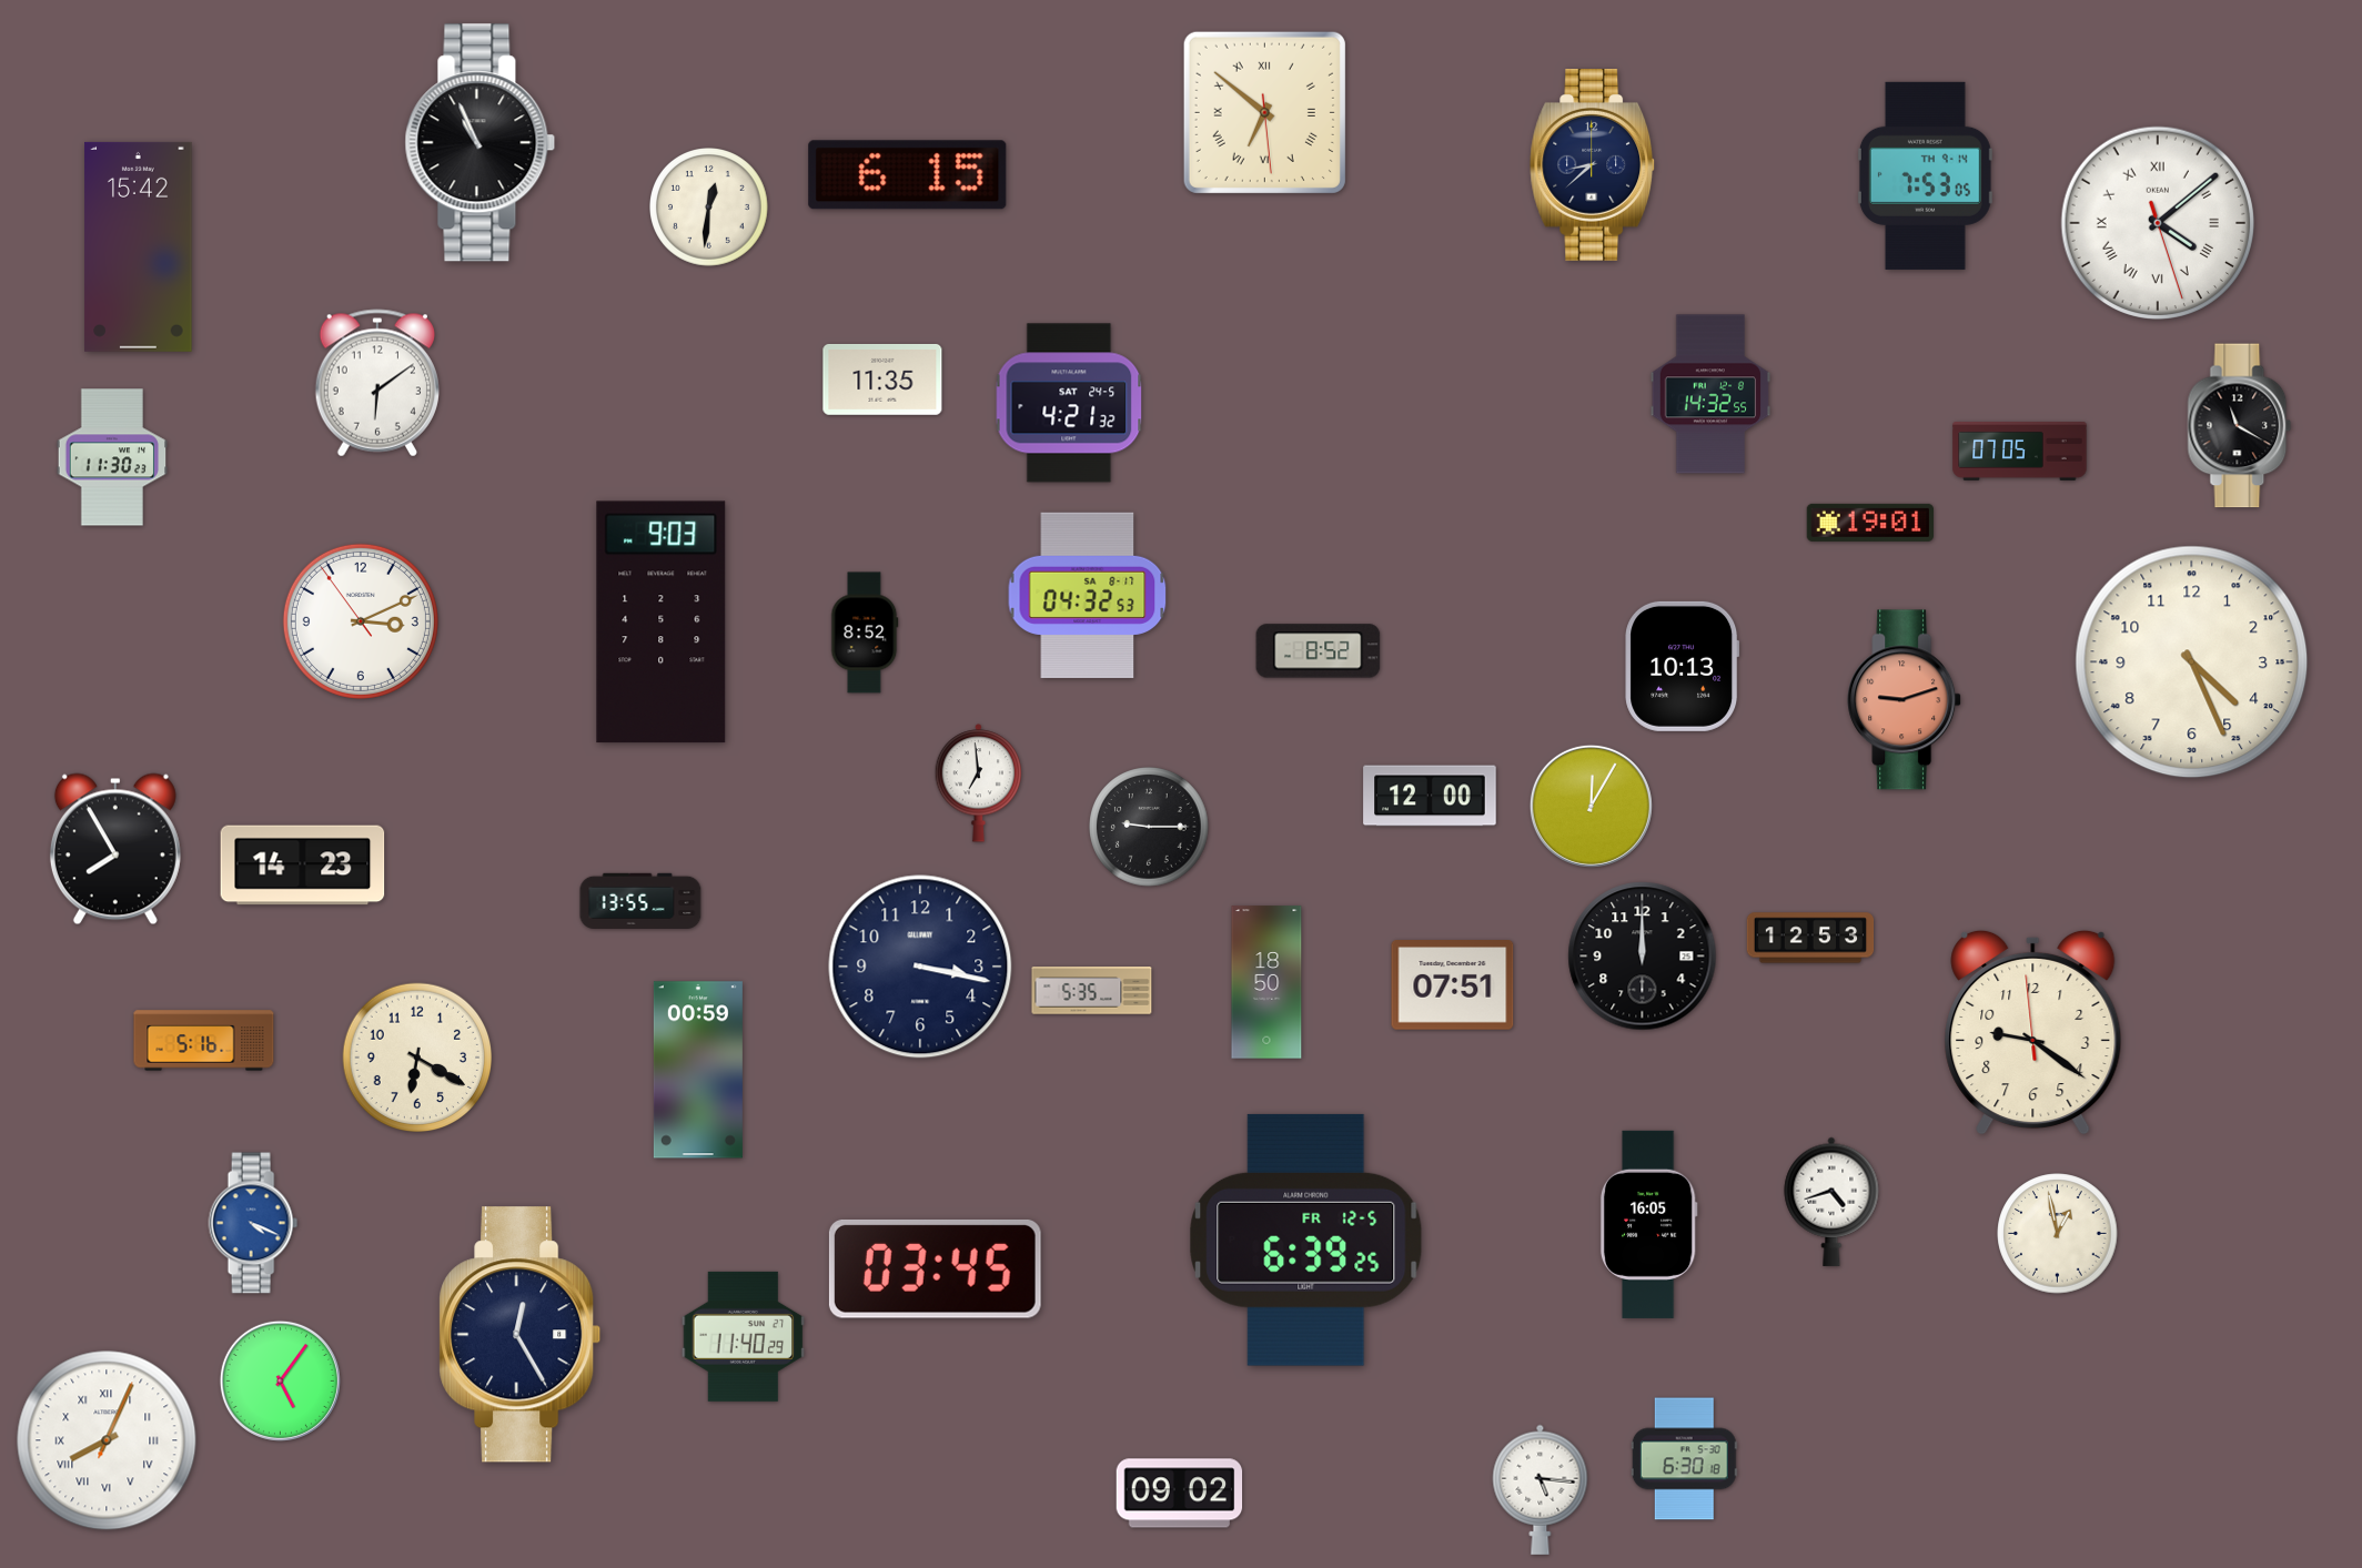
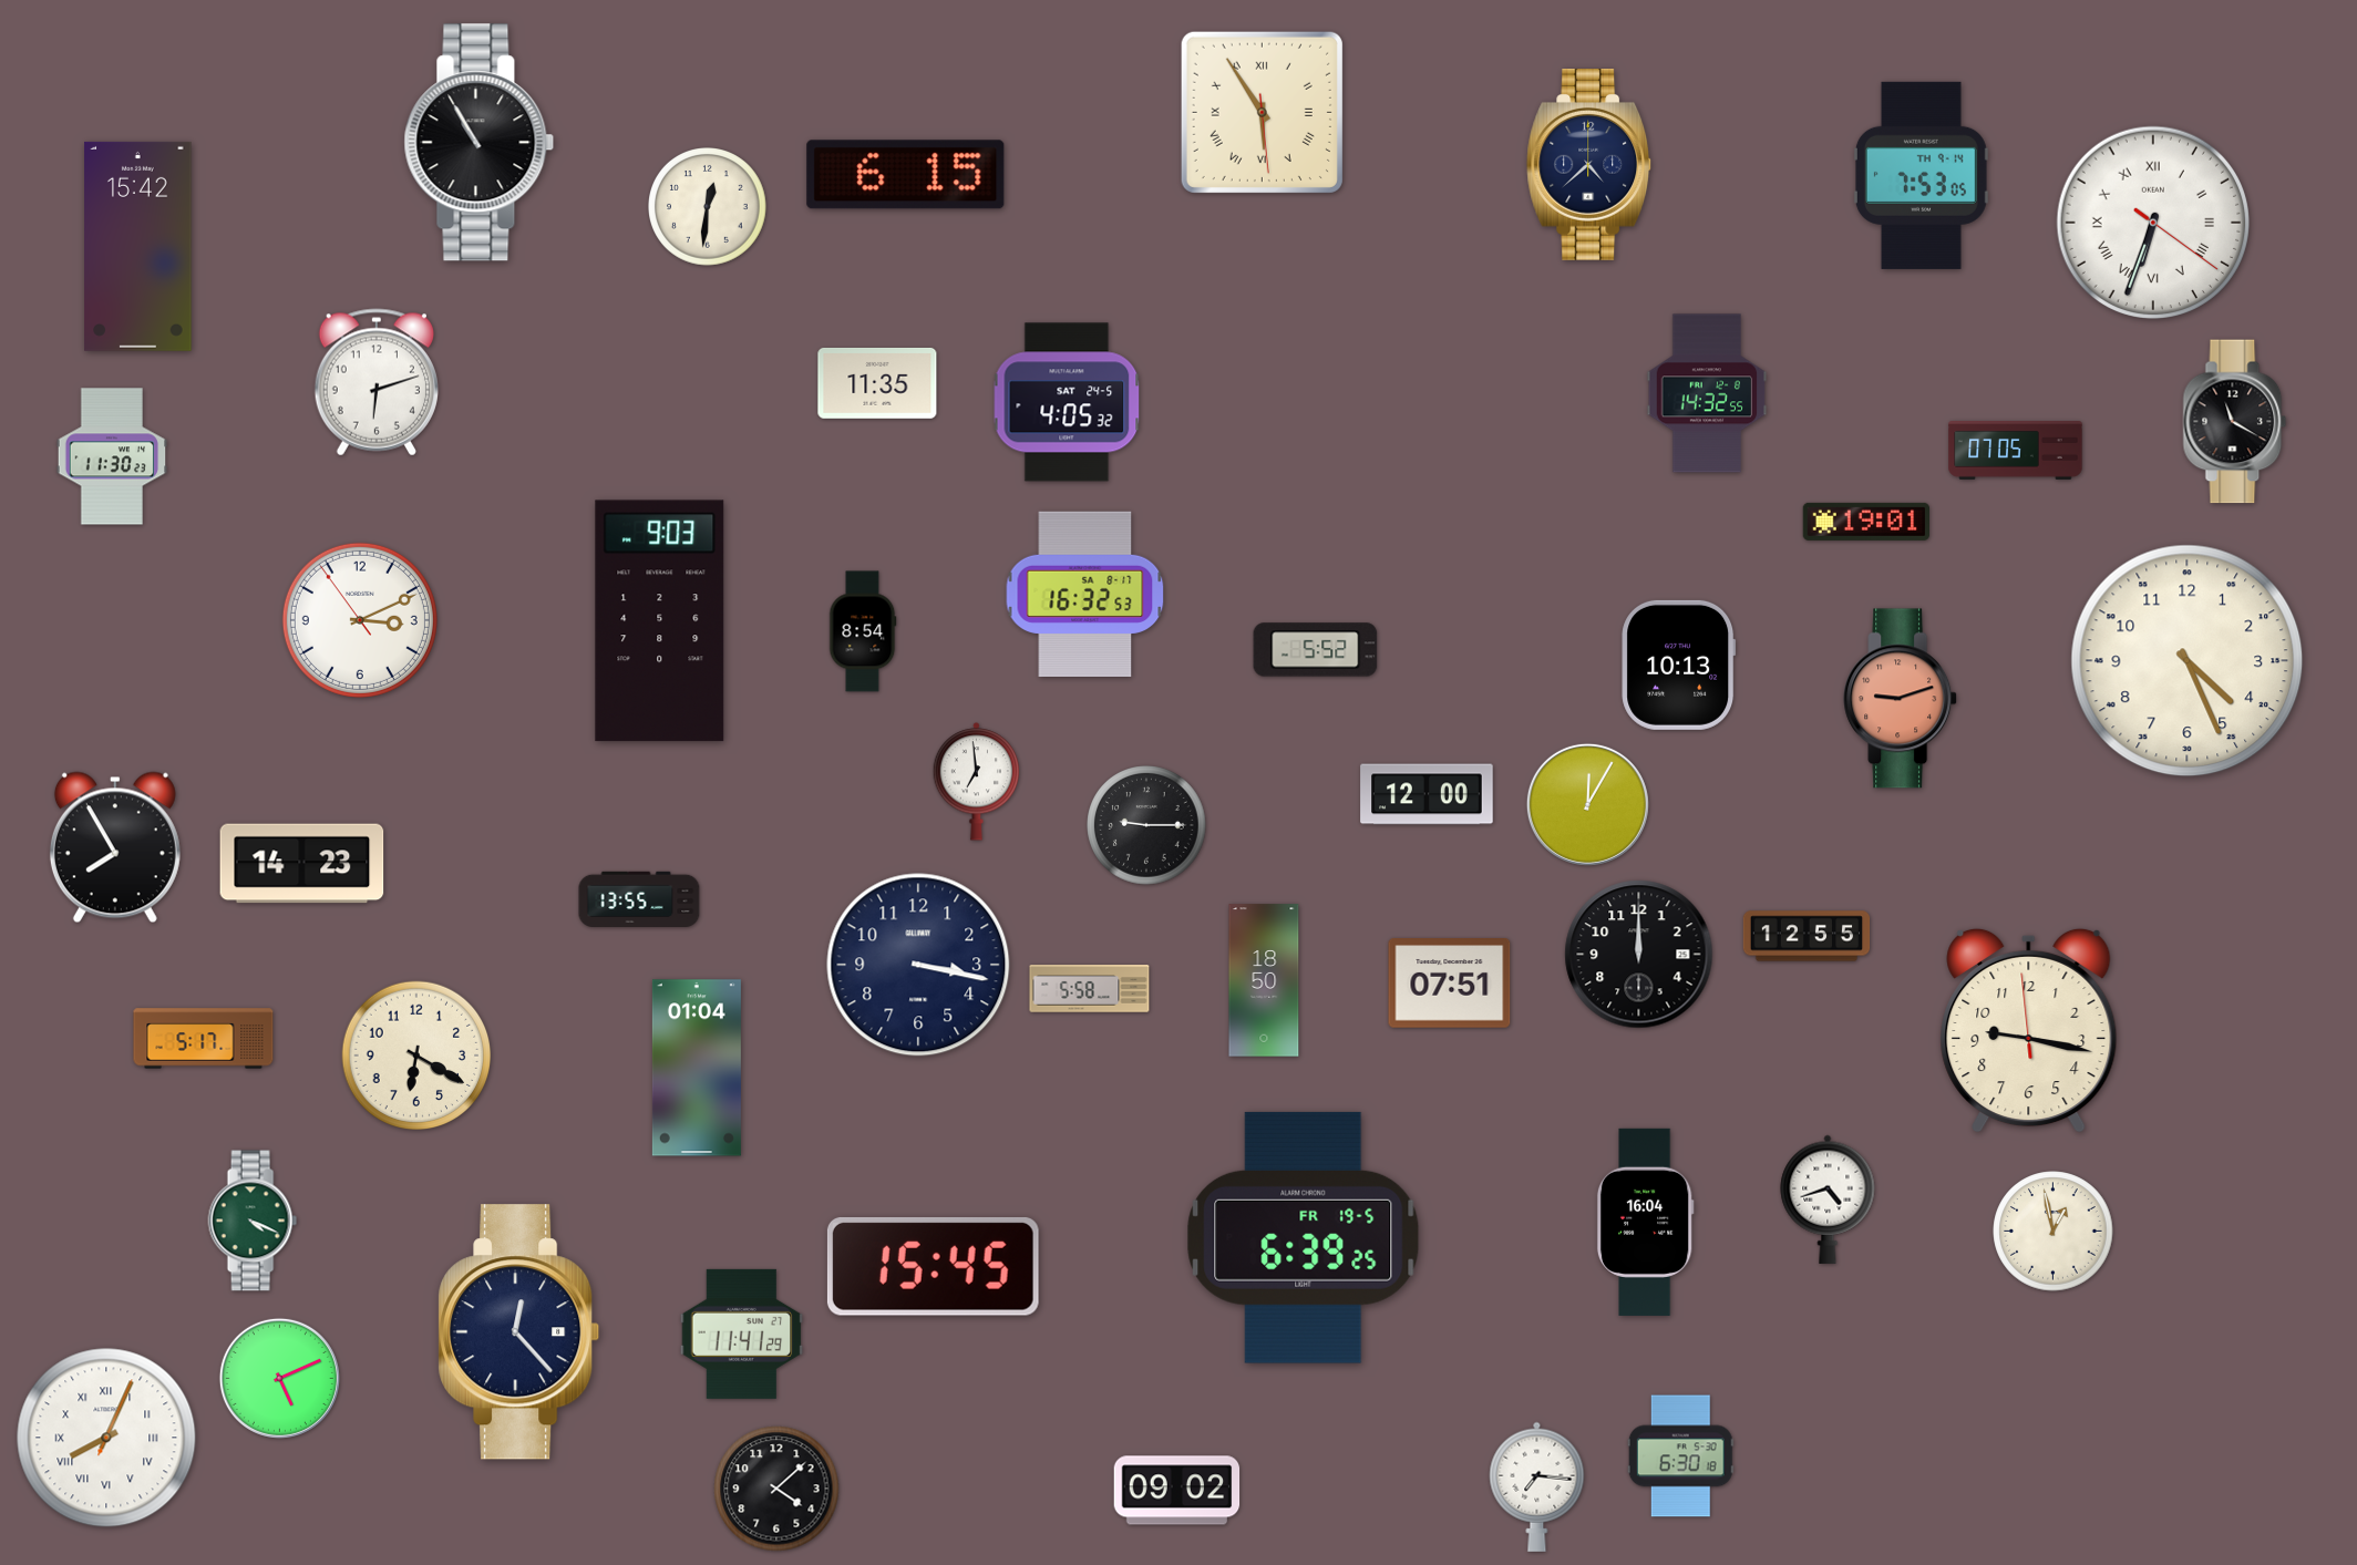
clock at (1264, 112): 6:51 -> 5:54
clock at (481, 143): 10:56 -> 10:55
clock at (1593, 165): 8:38 -> 4:38
clock at (2157, 222): 4:08 -> 6:33
clock at (882, 380) position: (882, 380) -> (877, 383)
clock at (377, 383): 6:09 -> 6:12
clock at (1069, 403): 4:21 -> 4:05
clock at (2240, 426) position: (2240, 426) -> (2235, 422)
clock at (1088, 596): 04:32 -> 16:32
clock at (865, 633): 8:52 -> 8:54
clock at (1319, 651): 8:52 -> 5:52
clock at (1810, 938): 12:53 -> 12:55
clock at (1092, 991): 5:35 -> 5:58
clock at (2033, 1032): 9:20 -> 9:16
clock at (204, 1041): 5:16 -> 5:17
clock at (698, 1070): 00:59 -> 01:04
clock at (253, 1223) dial: blue -> green
clock at (1648, 1224): 16:05 -> 16:04
clock at (1306, 1240) date: FR 12-5 -> FR 19-5
clock at (935, 1268): 03:45 -> 15:45
clock at (521, 1335): 12:25 -> 12:23
clock at (744, 1336): 11:40 -> 11:41
clock at (280, 1380): 5:06 -> 5:11
clock at (1541, 1489): 5:16 -> 7:16
clock at (776, 1489): none -> 4:08
